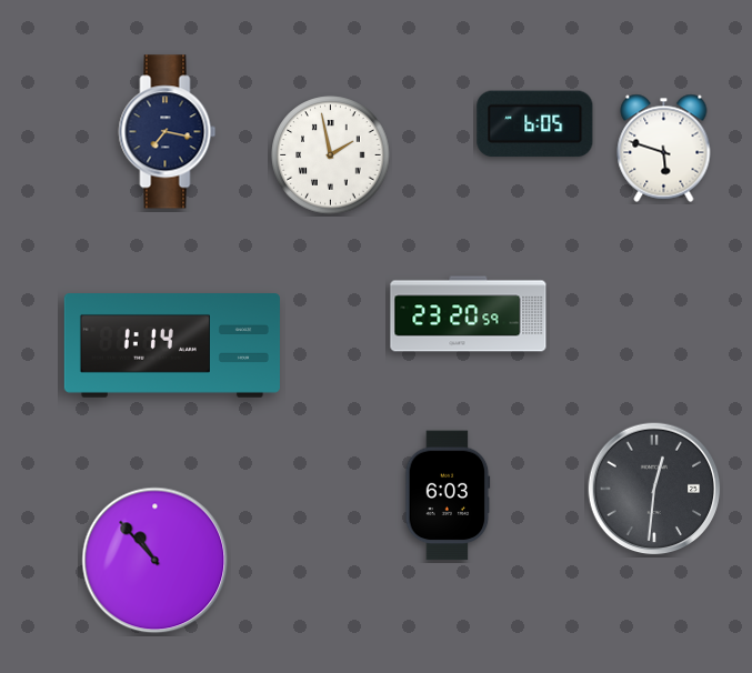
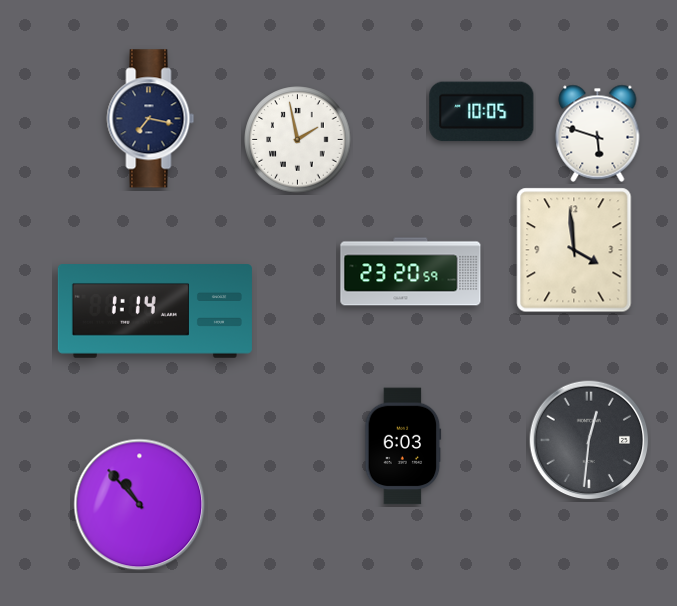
clock at (535, 124): 6:05 -> 10:05
clock at (574, 250): none -> 3:59
clock at (469, 314) position: (469, 314) -> (411, 272)
